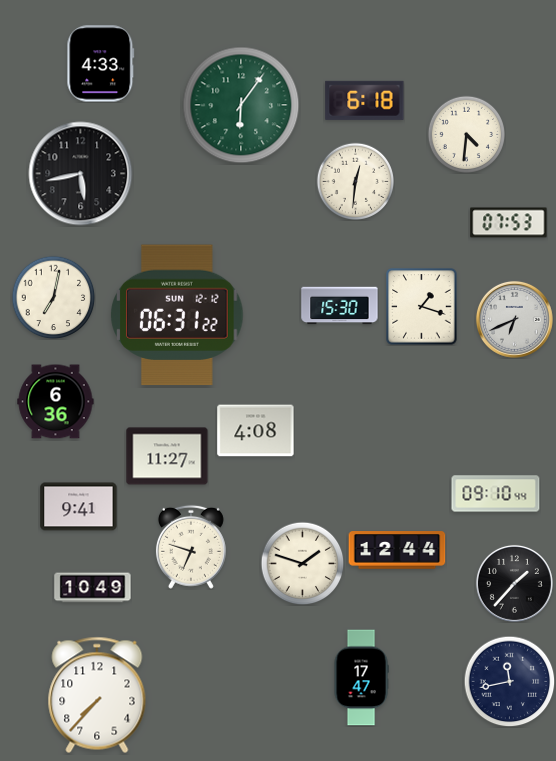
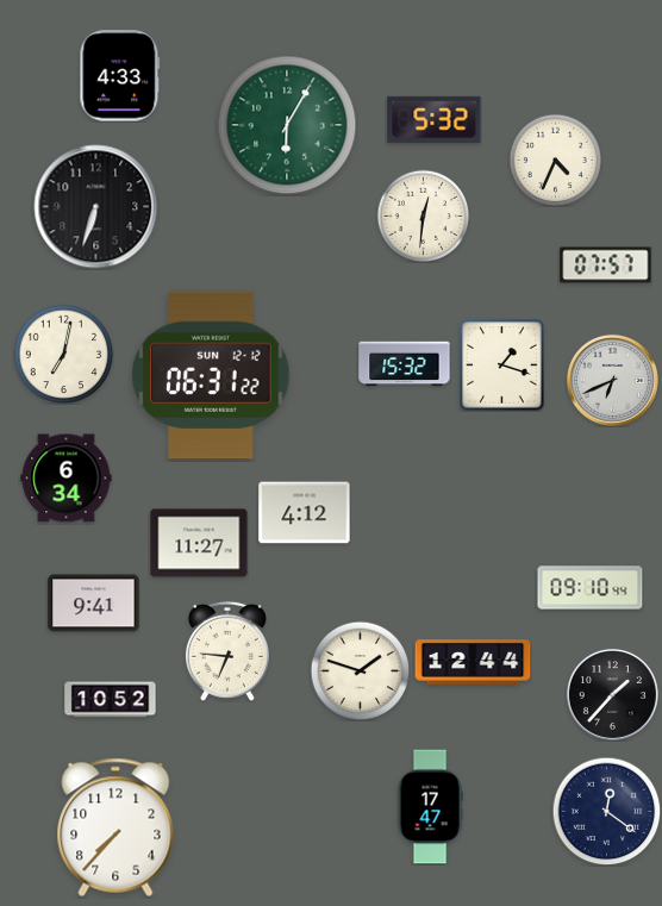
clock at (365, 100): 6:18 -> 5:32
clock at (241, 105): 6:06 -> 6:05
clock at (466, 134): 4:31 -> 4:34
clock at (81, 174): 5:43 -> 6:33
clock at (509, 223): 07:53 -> 07:57
clock at (340, 306): 15:30 -> 15:32
clock at (56, 402): 6:36 -> 6:34
clock at (256, 431): 4:08 -> 4:12
clock at (191, 547): 6:48 -> 6:46
clock at (397, 550) position: (397, 550) -> (473, 662)
clock at (93, 588): 10:49 -> 10:52
clock at (509, 681): 11:43 -> 12:21
